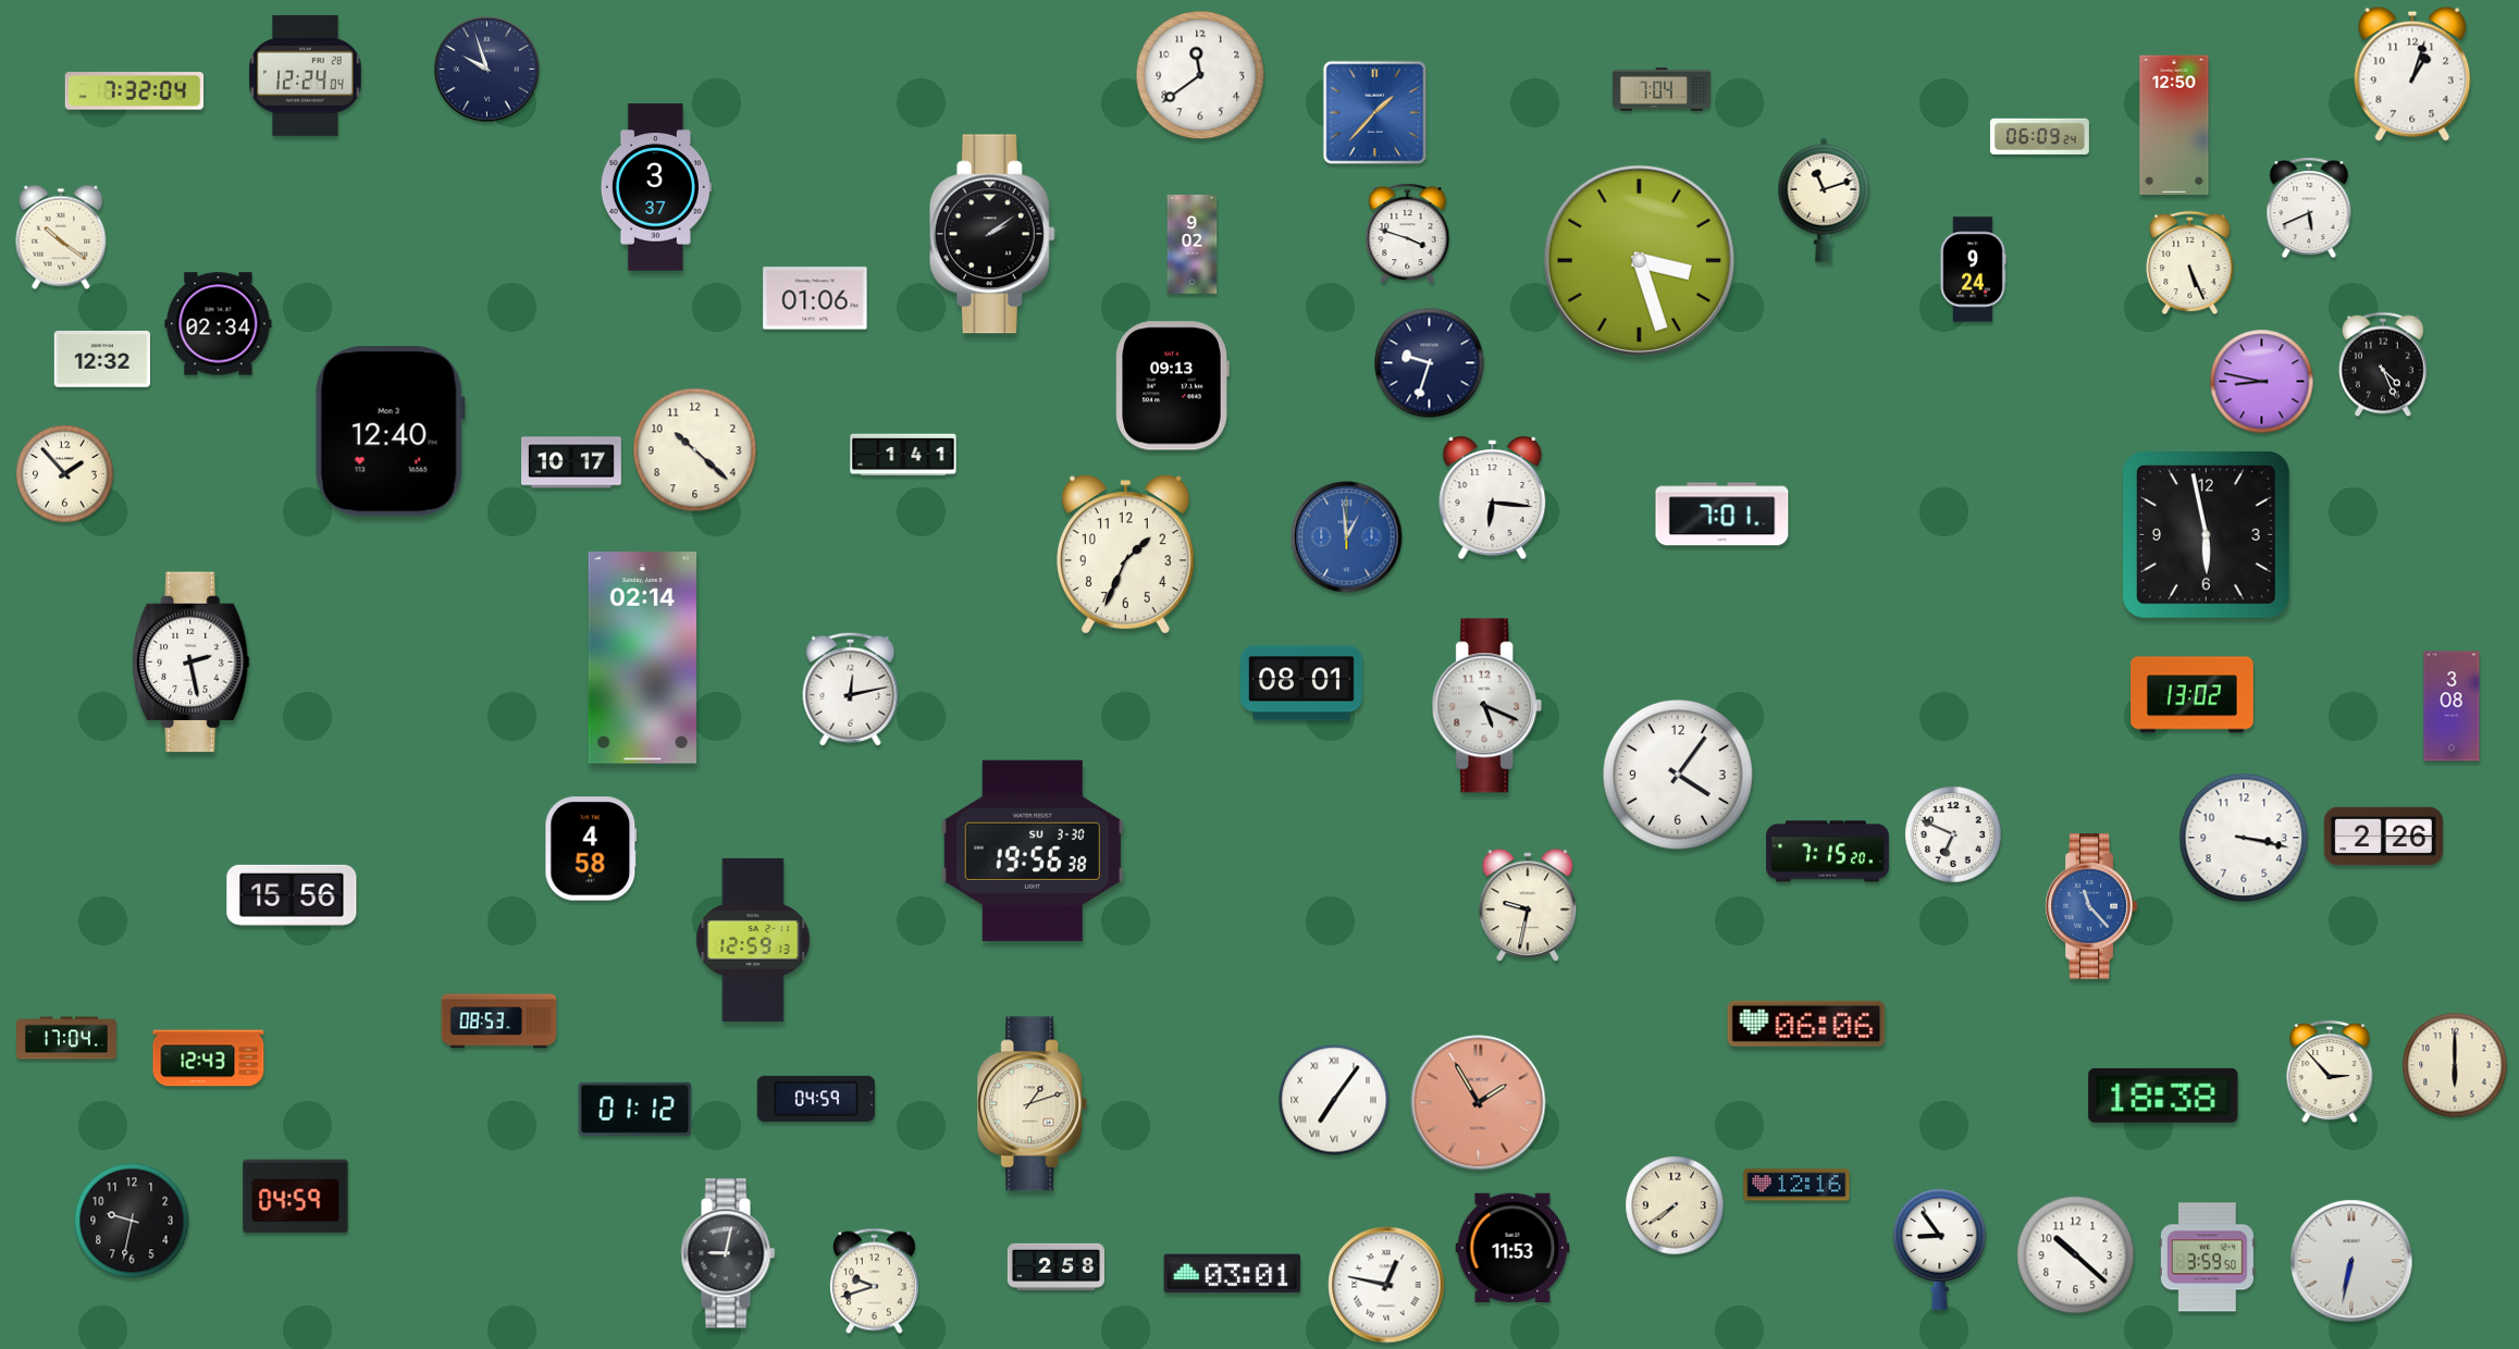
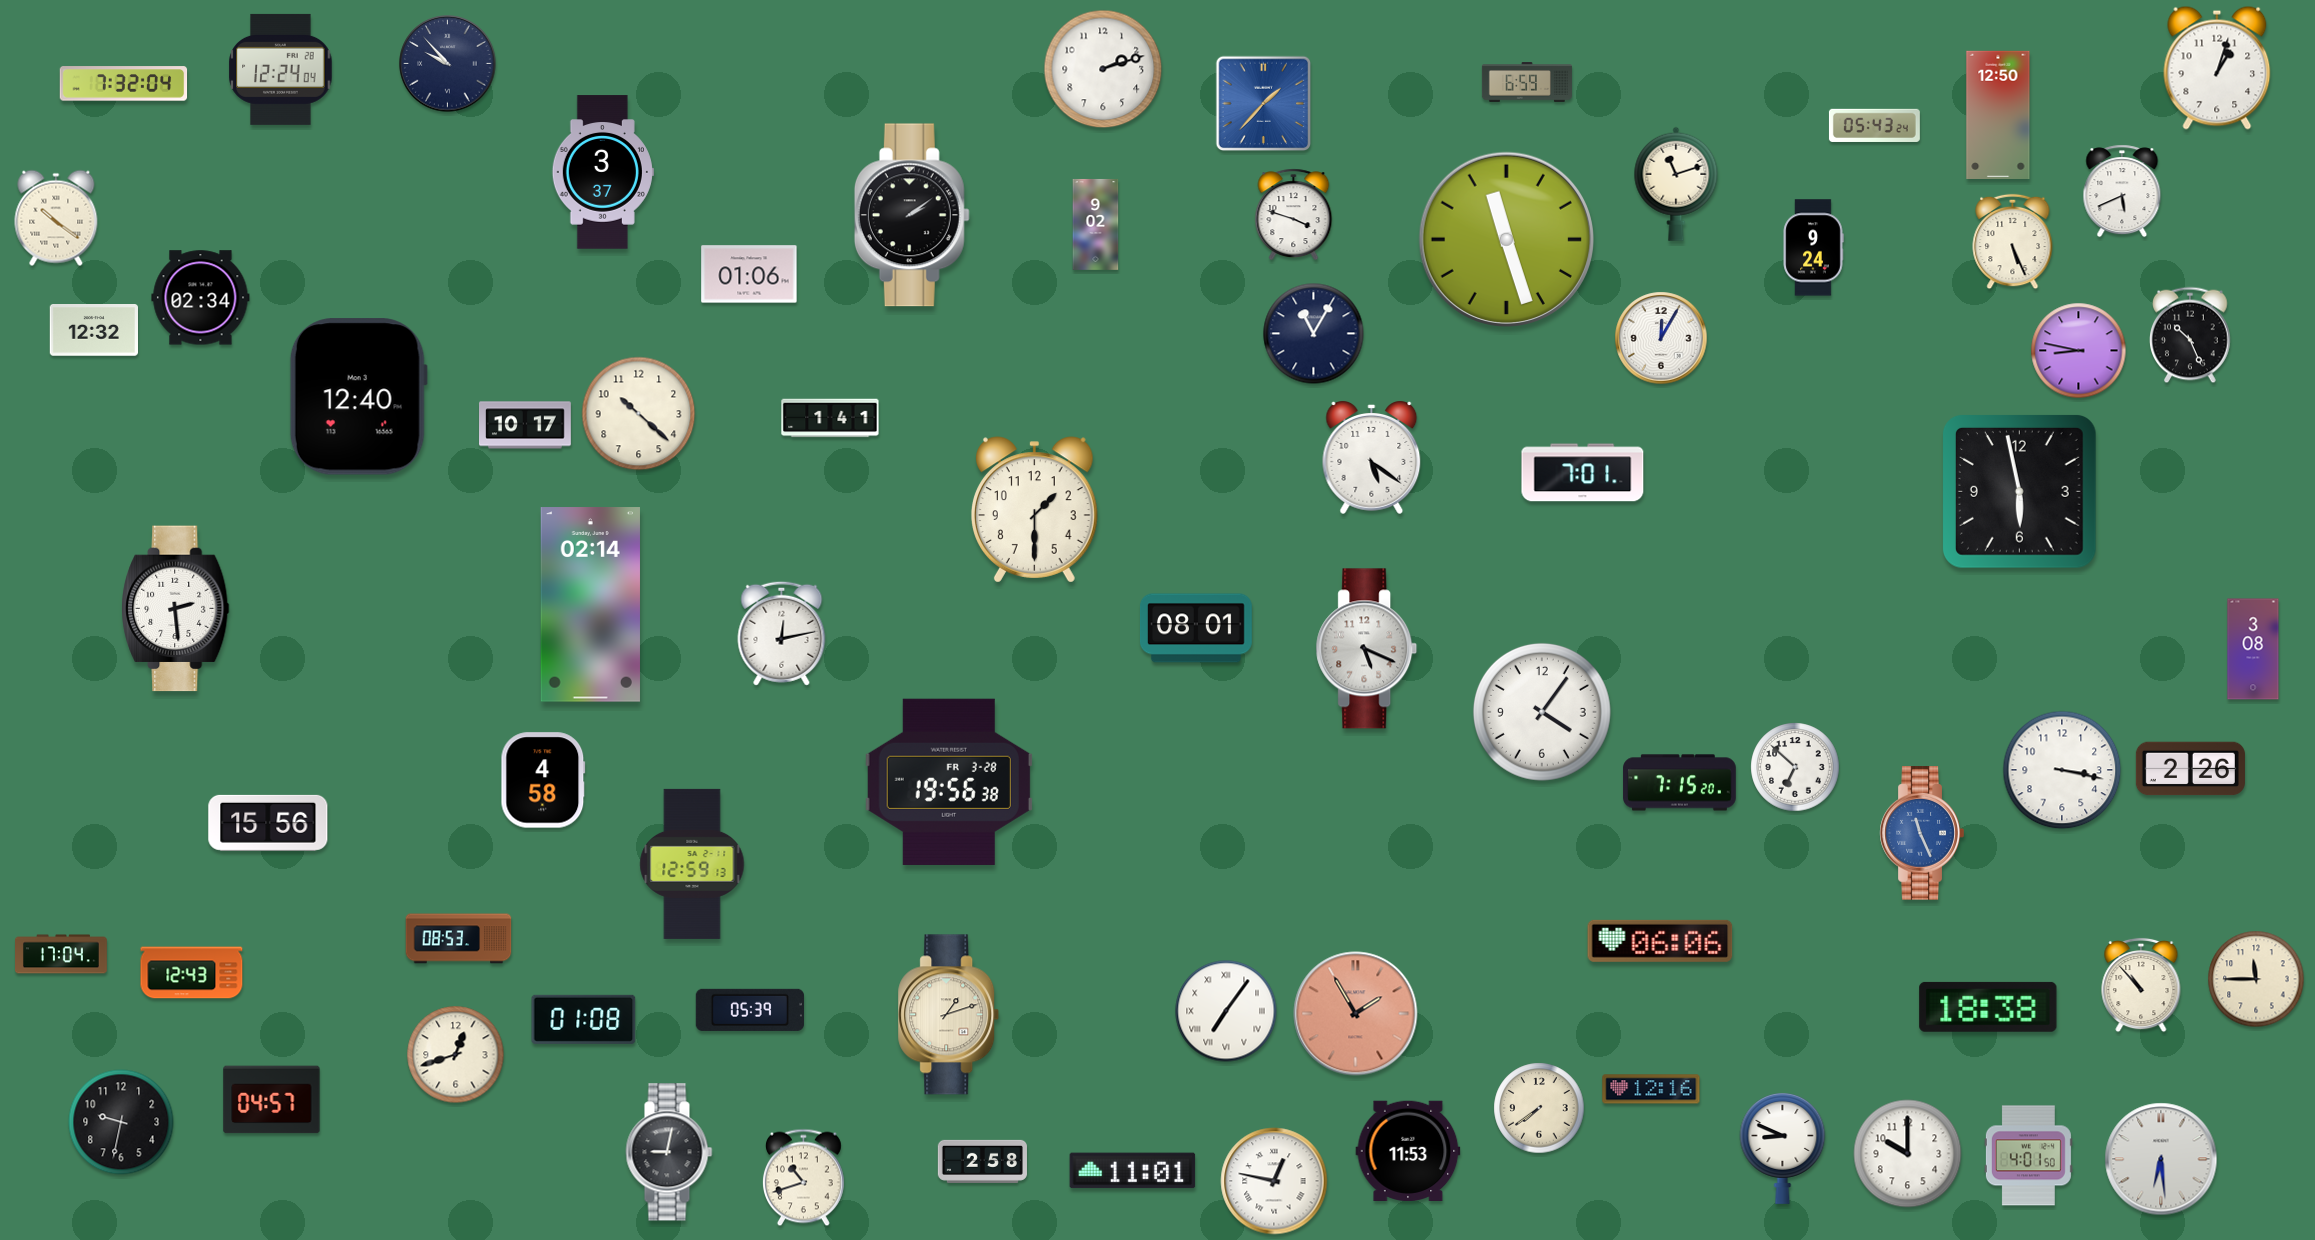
clock at (487, 70): 9:57 -> 9:53
clock at (1200, 75): 11:39 -> 2:12
clock at (1662, 89): 7:04 -> 6:59
clock at (2039, 136): 06:09 -> 05:43
clock at (1639, 260): 3:27 -> 11:27
clock at (1430, 363): 9:33 -> 11:05
clock at (2383, 364): 4:26 -> 10:26
clock at (1661, 338): none -> 12:05
clock at (1172, 386): 09:13 -> none
clock at (65, 474): 1:53 -> none
clock at (1493, 497): 6:16 -> 5:21
clock at (2207, 535) position: (2207, 535) -> (2020, 492)
clock at (1347, 537): 12:59 -> none
clock at (1125, 555): 1:34 -> 1:30
clock at (192, 663): 2:28 -> 2:29
clock at (2193, 695): 13:02 -> none
clock at (1953, 834): 6:49 -> 6:52
clock at (1033, 851) date: SU 3-30 -> FR 3-28
clock at (1528, 906): 9:32 -> none
clock at (2091, 906): 11:23 -> 11:26
clock at (2455, 1065): 6:00 -> 11:45
clock at (2330, 1072): 2:53 -> 10:53
clock at (816, 1099): 04:59 -> 05:39
clock at (1479, 1103) position: (1479, 1103) -> (1356, 1014)
clock at (635, 1109): 01:12 -> 01:08
clock at (456, 1055): none -> 12:42
clock at (296, 1197): 04:59 -> 04:57
clock at (1512, 1247) position: (1512, 1247) -> (1408, 1150)
clock at (1940, 1250): 8:54 -> 8:49
clock at (2076, 1255): 10:22 -> 10:00
clock at (2207, 1258): 3:59 -> 4:01
clock at (2351, 1261): 6:32 -> 6:29
clock at (1055, 1266) position: (1055, 1266) -> (982, 1161)
clock at (1233, 1274): 03:01 -> 11:01
clock at (874, 1282): 9:42 -> 10:42
